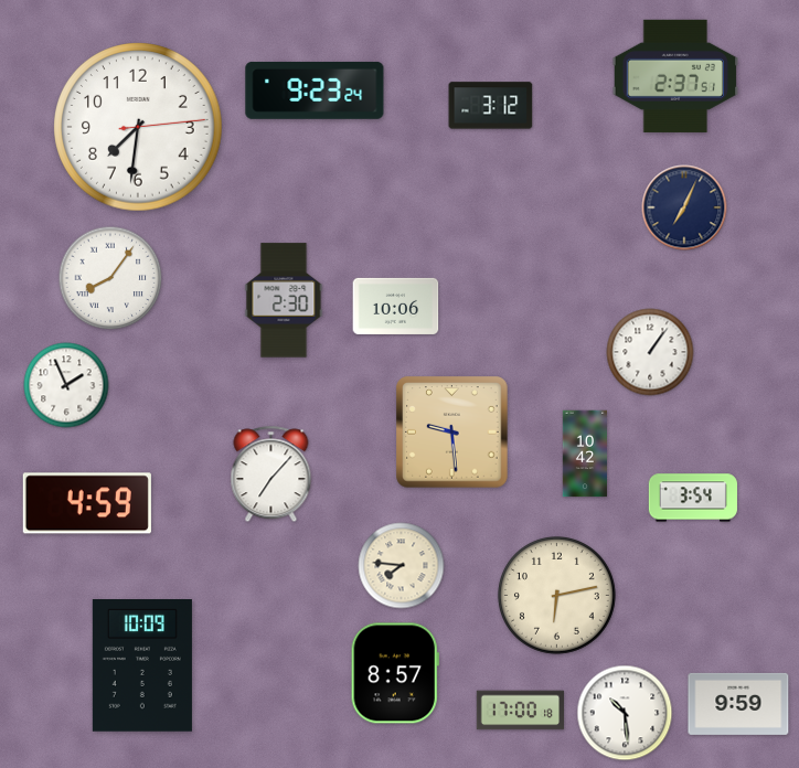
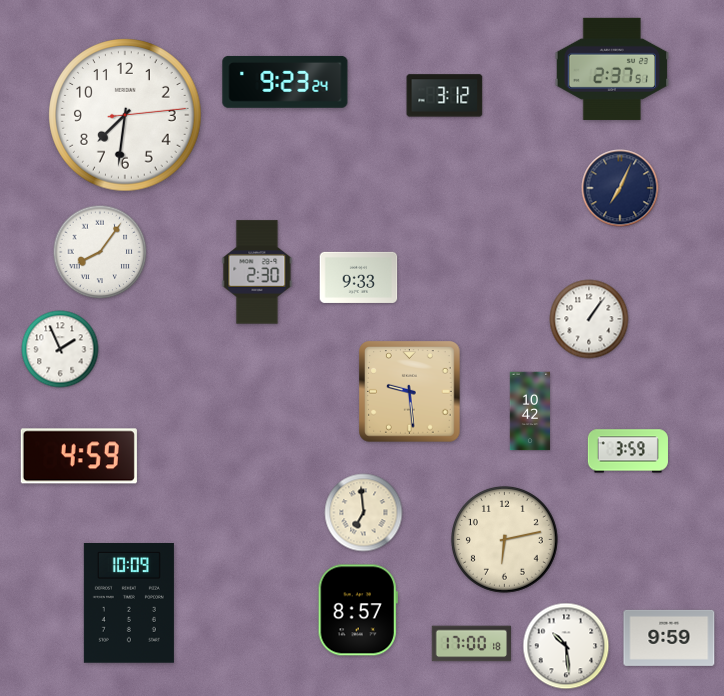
clock at (396, 306): 10:06 -> 9:33
clock at (271, 474): 7:07 -> none
clock at (693, 498): 3:54 -> 3:59
clock at (402, 566): 7:46 -> 6:59
